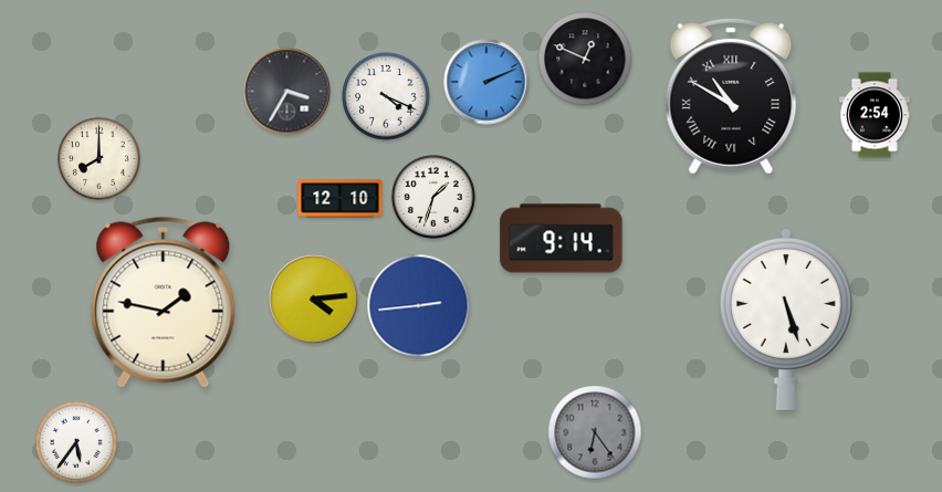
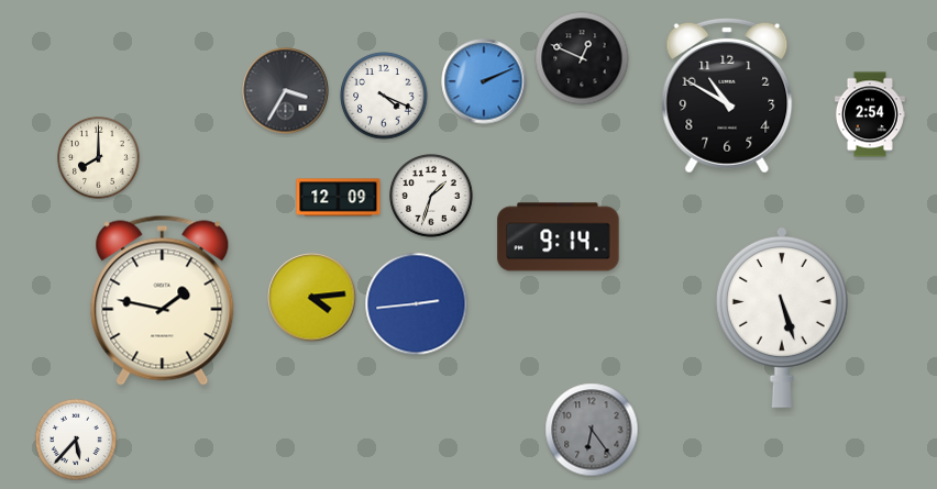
clock at (731, 96) numerals: Roman -> Arabic
clock at (341, 199): 12:10 -> 12:09
clock at (76, 442): 5:36 -> 5:37
